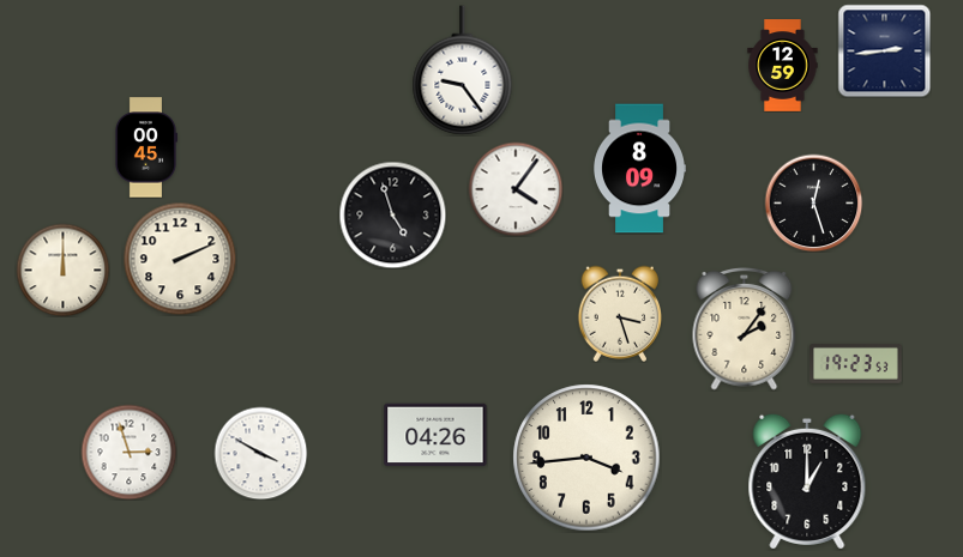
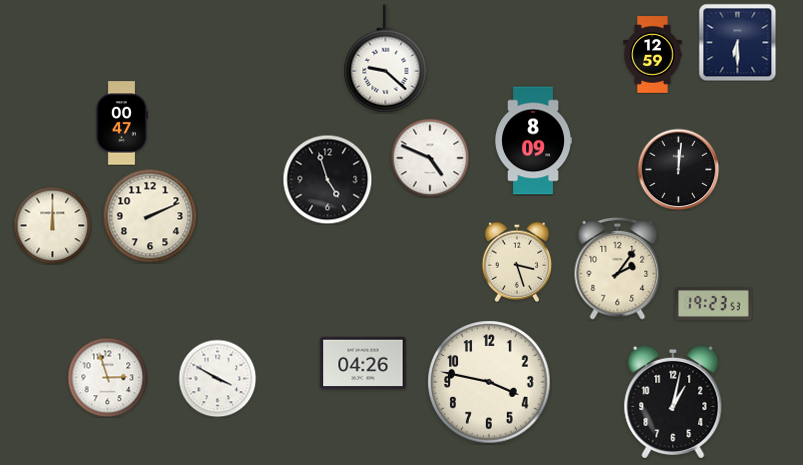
clock at (884, 50): 2:44 -> 6:30
clock at (463, 71): 9:24 -> 9:22
clock at (145, 147): 00:45 -> 00:47
clock at (516, 189): 4:06 -> 4:49
clock at (813, 202): 12:27 -> 12:01
clock at (745, 329) position: (745, 329) -> (618, 269)
clock at (586, 458): 3:44 -> 3:47
clock at (807, 482): 1:00 -> 1:02
